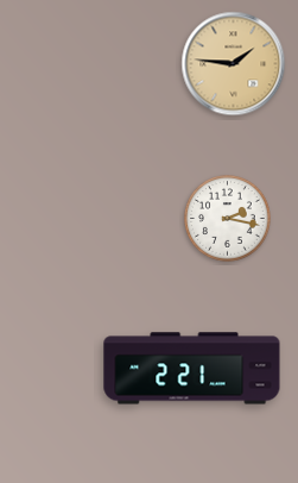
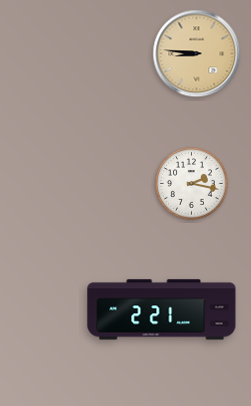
clock at (234, 64): 1:46 -> 8:46
